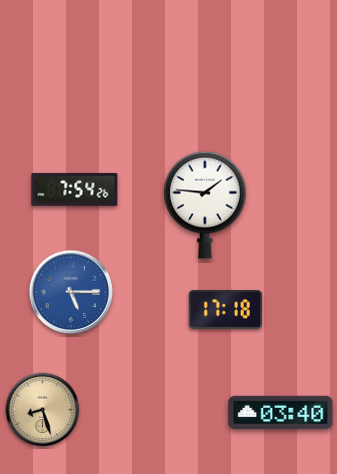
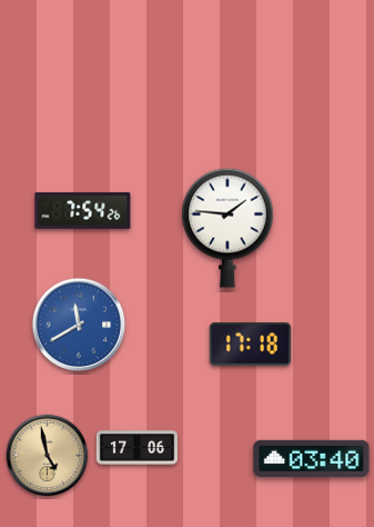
clock at (71, 292): 5:15 -> 11:40
clock at (138, 448): none -> 17:06
clock at (43, 410): 8:27 -> 4:58
